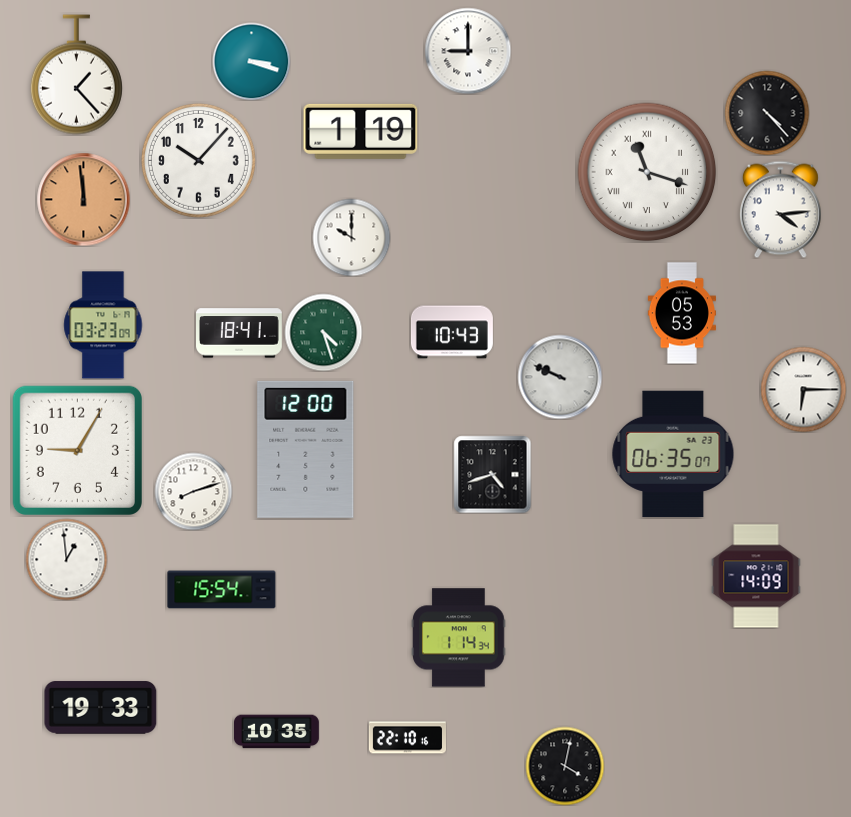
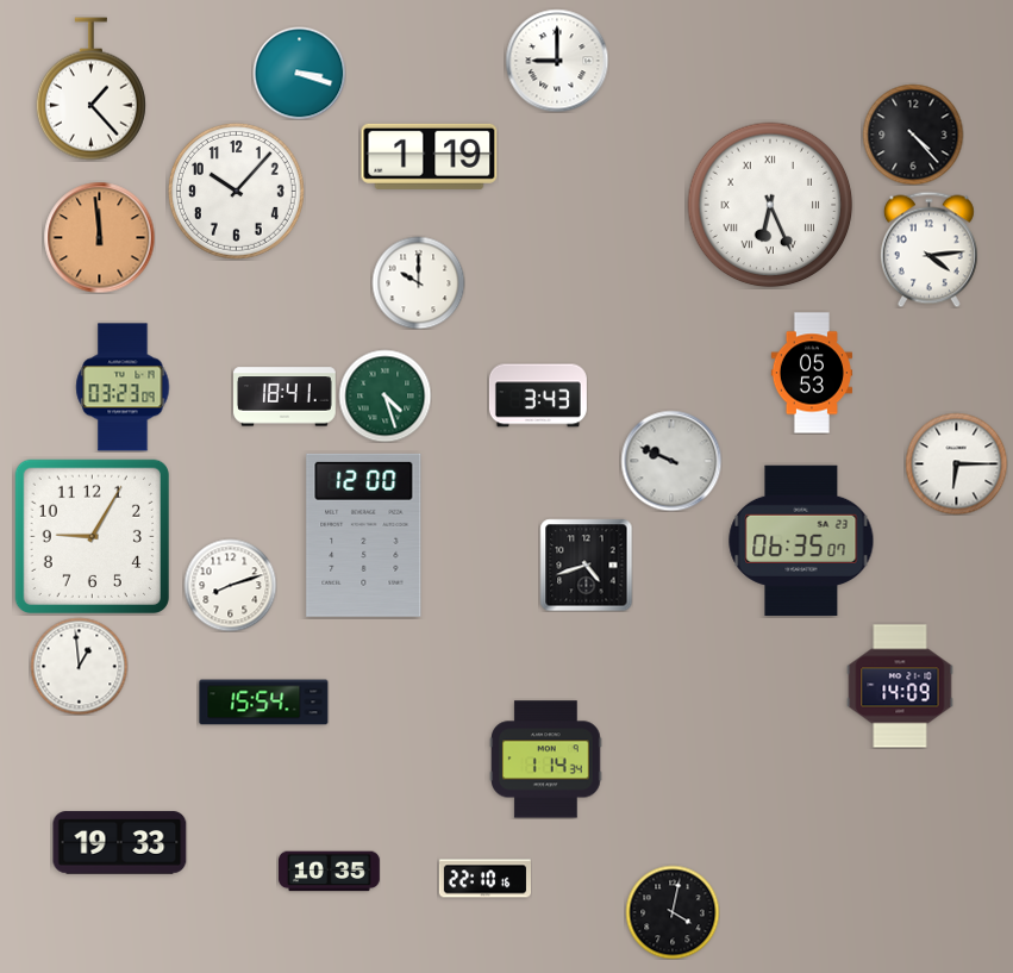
clock at (647, 172): 11:18 -> 6:26
clock at (452, 332): 10:43 -> 3:43
clock at (560, 377) position: (560, 377) -> (671, 461)
